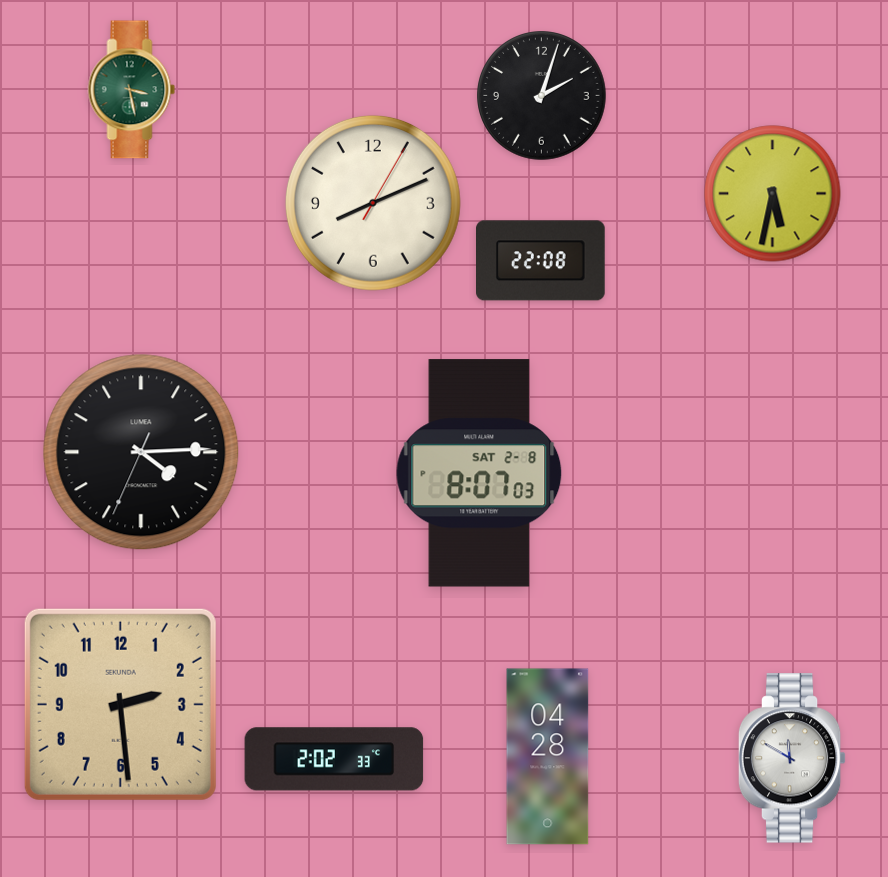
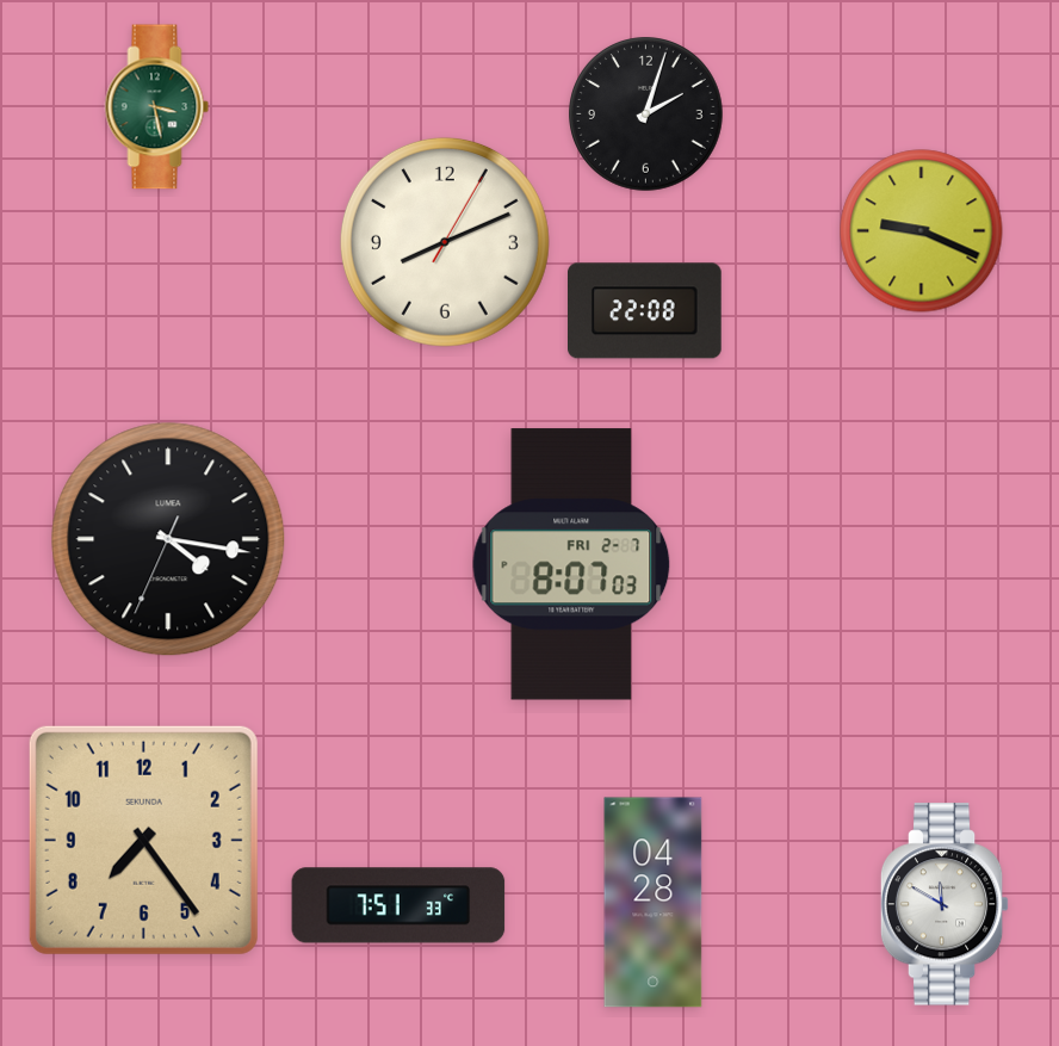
clock at (773, 194): 5:32 -> 9:19
clock at (141, 452): 4:14 -> 4:16
clock at (479, 473) date: SAT 2-8 -> FRI 2-7
clock at (120, 704): 2:29 -> 7:24
clock at (334, 759): 2:02 -> 7:51
